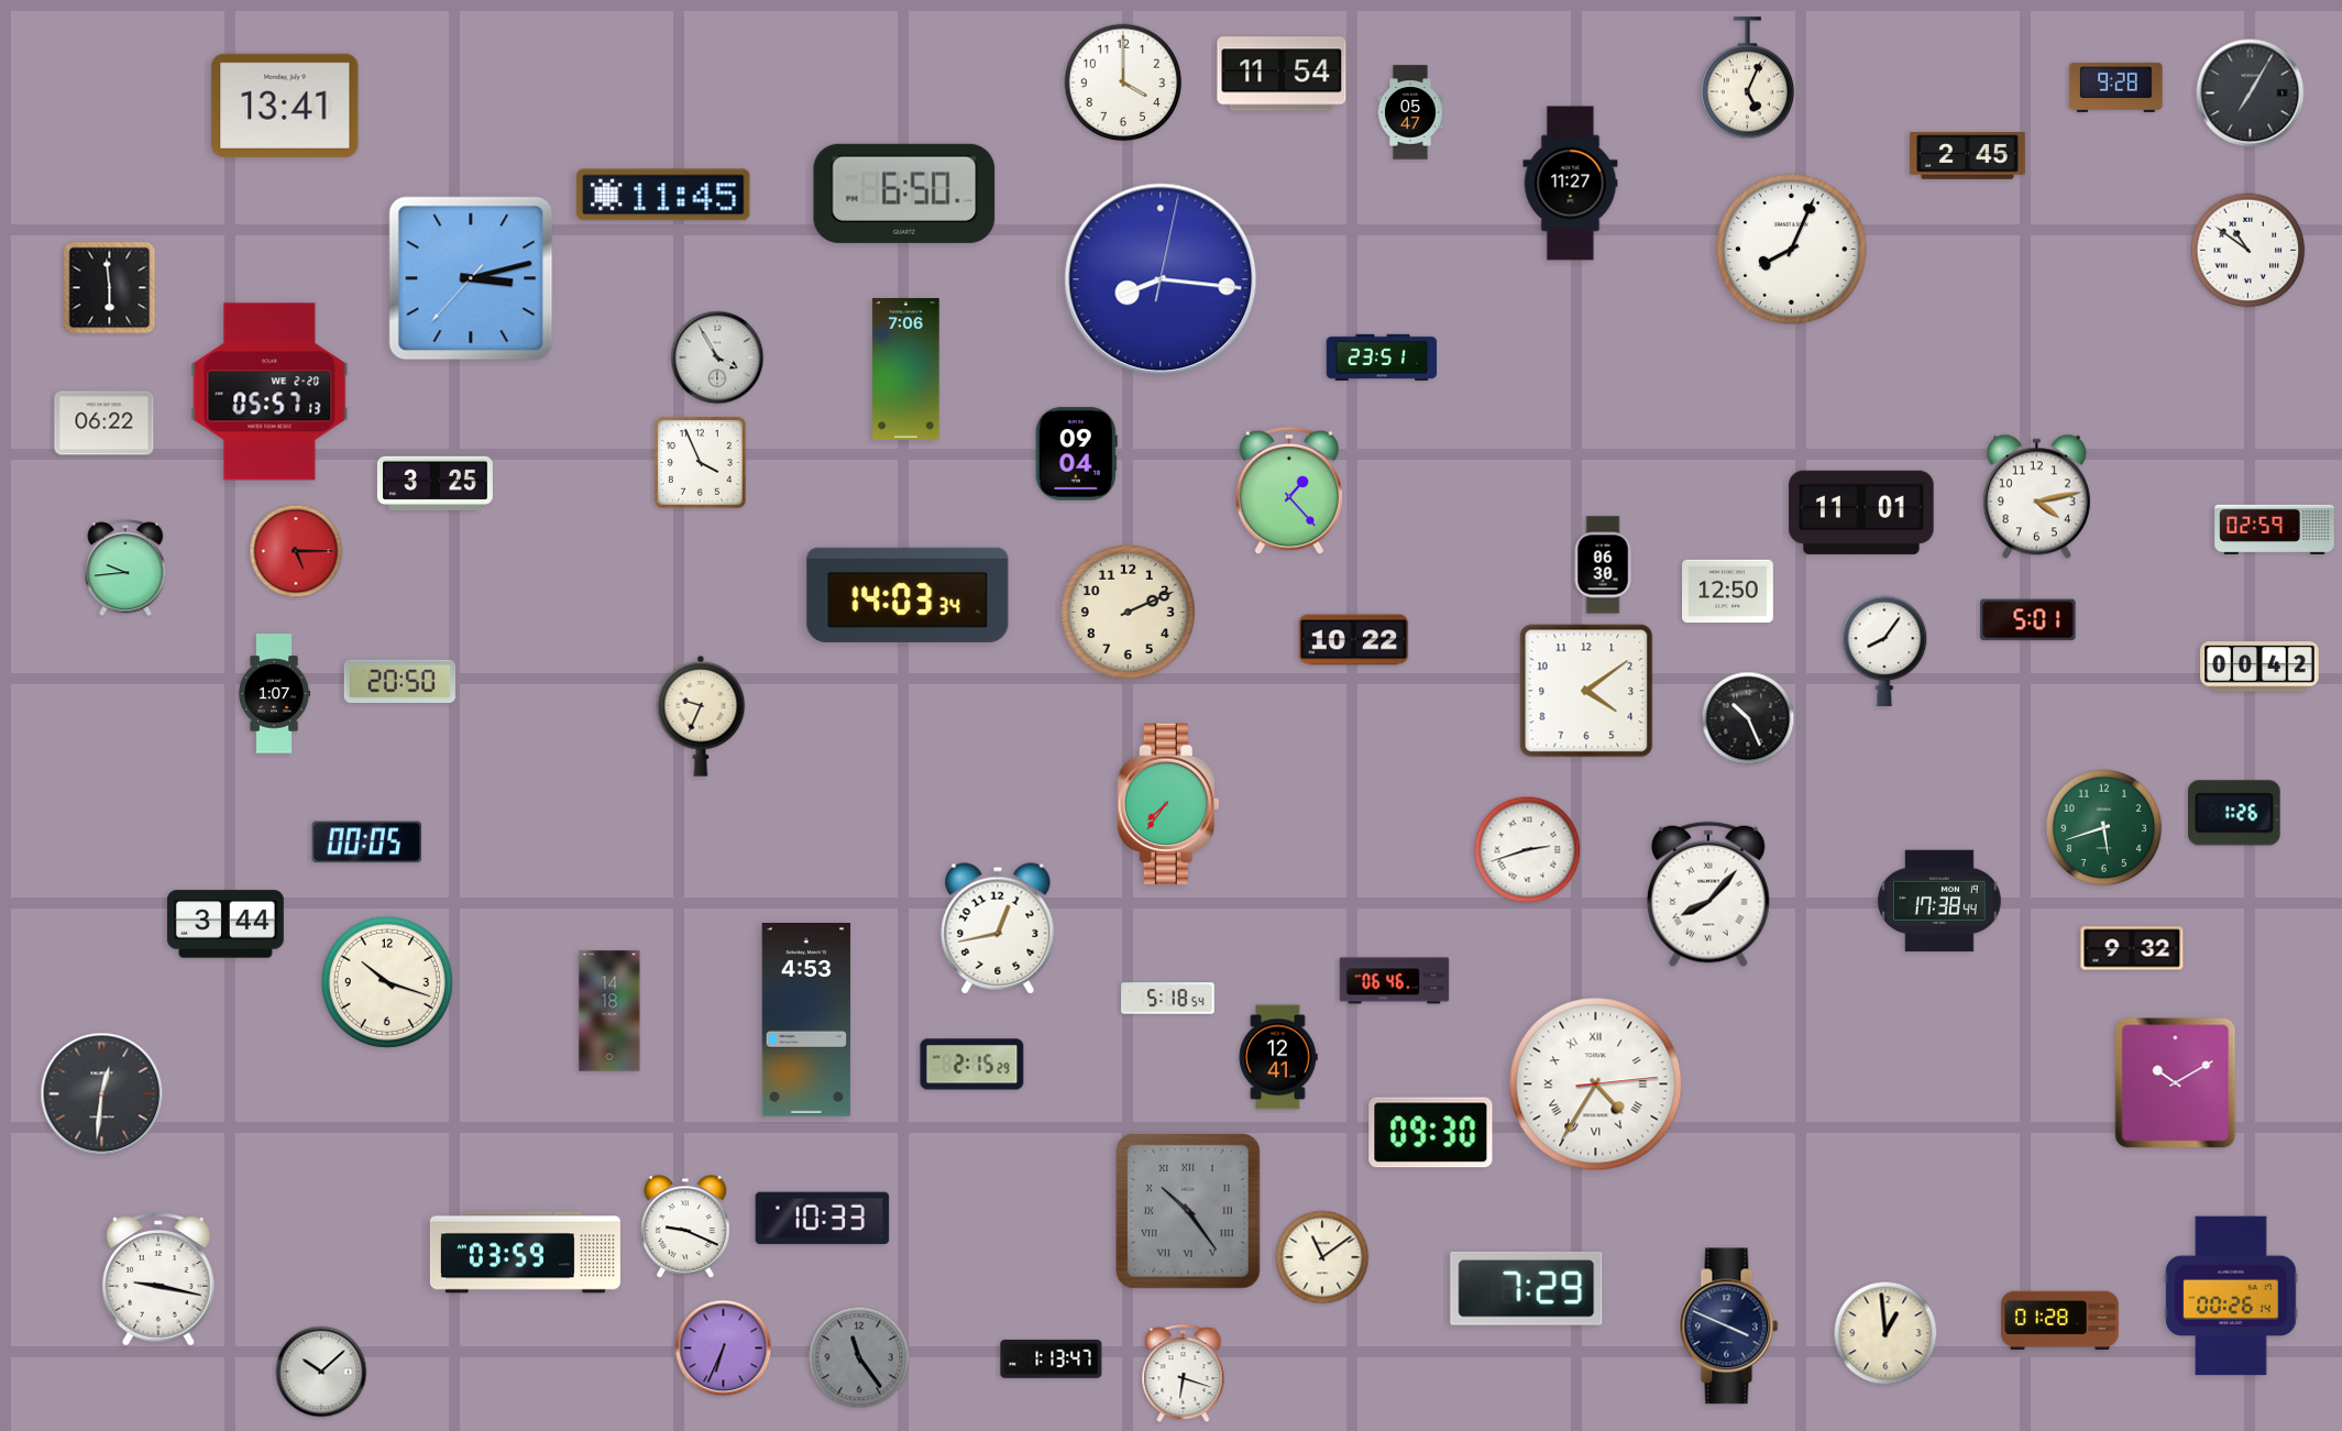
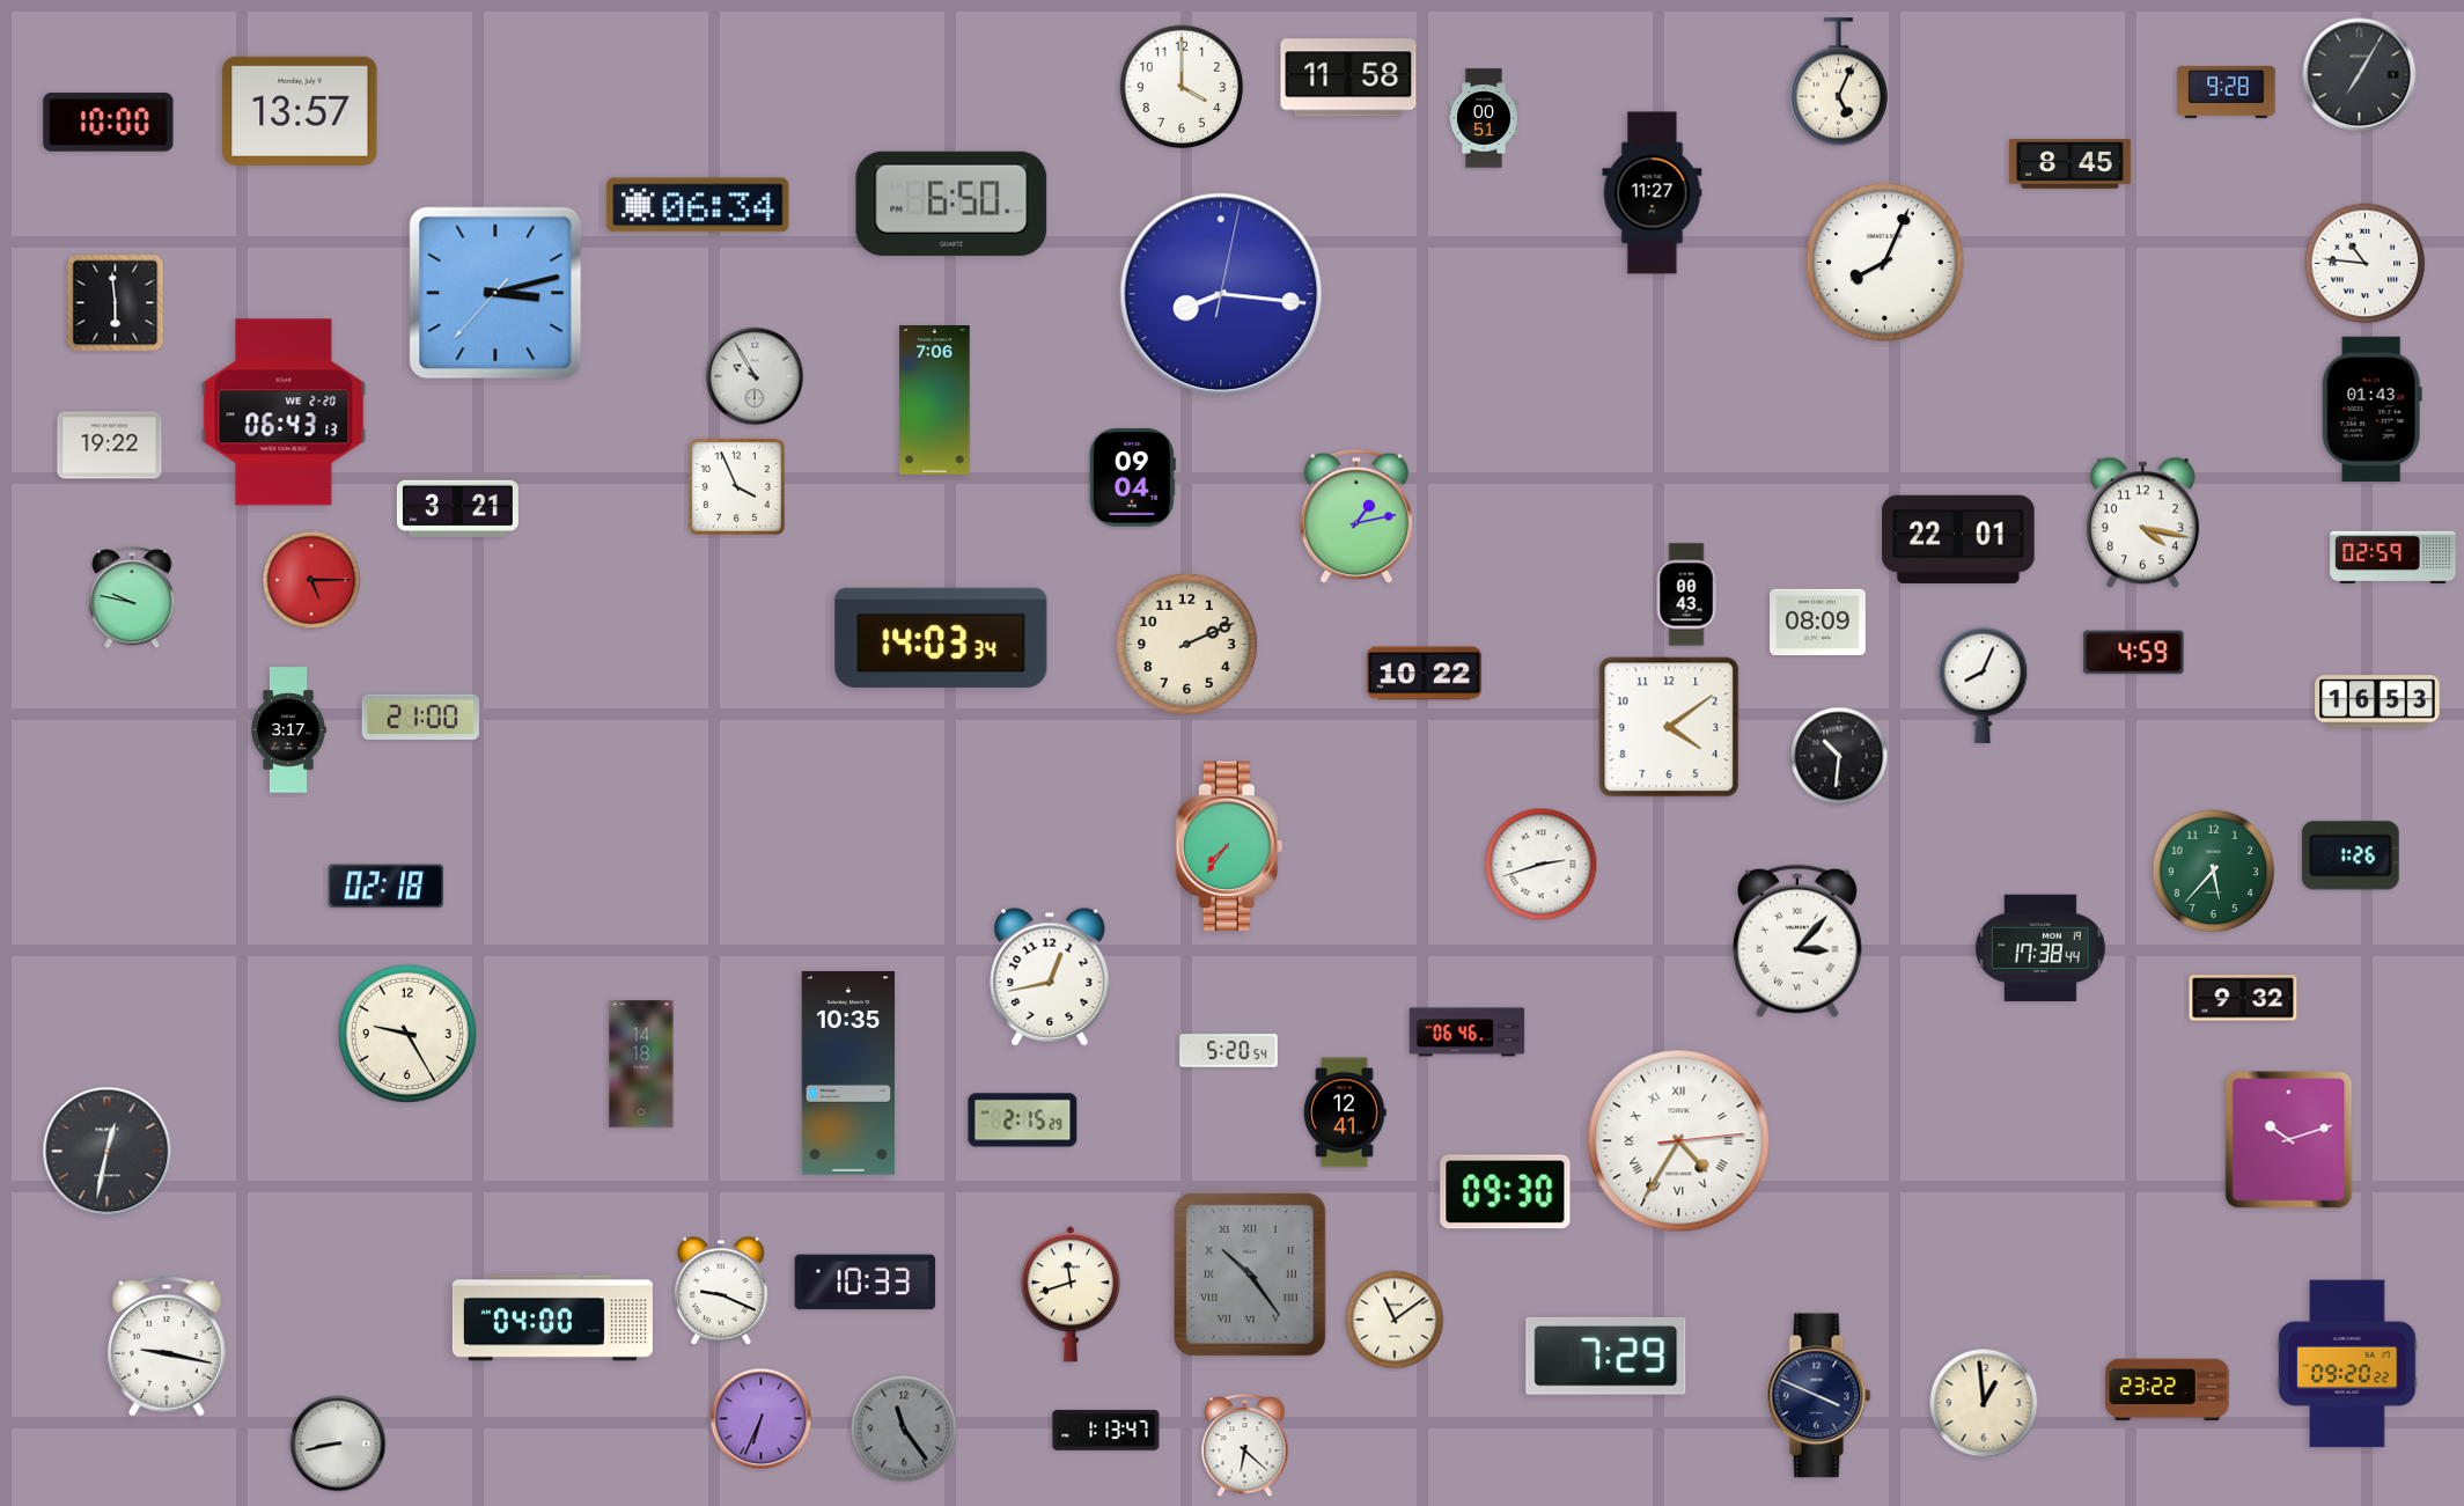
clock at (1282, 74): 11:54 -> 11:58
clock at (2251, 93) position: (2251, 93) -> (2360, 75)
clock at (285, 106): 13:41 -> 13:57
clock at (1411, 112): 05:47 -> 00:51
clock at (109, 123): none -> 10:00
clock at (1967, 156): 2:45 -> 8:45
clock at (663, 195): 11:45 -> 06:34
clock at (2248, 251): 10:51 -> 10:46
clock at (717, 357): 3:55 -> 9:55
clock at (1382, 357): 23:51 -> none
clock at (906, 370) position: (906, 370) -> (935, 401)
clock at (2371, 409): none -> 01:43
clock at (270, 392): 05:57 -> 06:43
clock at (105, 423): 06:22 -> 19:22
clock at (435, 483): 3:25 -> 3:21
clock at (1289, 491): 1:23 -> 1:13
clock at (2036, 497): 4:13 -> 4:17
clock at (1861, 513): 11:01 -> 22:01
clock at (1603, 565): 06:30 -> 00:43
clock at (125, 569): 9:44 -> 9:47
clock at (1728, 592): 12:50 -> 08:09
clock at (908, 595) position: (908, 595) -> (941, 638)
clock at (2028, 620): 5:01 -> 4:59
clock at (1884, 651): 8:06 -> 8:04
clock at (2259, 667): 00:42 -> 16:53
clock at (399, 681): 20:50 -> 21:00
clock at (274, 694): 1:07 -> 3:17
clock at (701, 716): 9:34 -> none
clock at (1748, 718): 10:26 -> 10:31
clock at (2104, 828): 5:42 -> 5:37
clock at (367, 843): 00:05 -> 02:18
clock at (1528, 850) position: (1528, 850) -> (1542, 865)
clock at (1708, 894): 8:07 -> 3:07
clock at (226, 924): 3:44 -> none
clock at (387, 982): 10:18 -> 9:25
clock at (1168, 999): 5:18 -> 5:20
clock at (806, 1021): 4:53 -> 10:35
clock at (2176, 1083): 10:10 -> 10:12
clock at (102, 1094): 12:31 -> 12:32
clock at (1071, 1294): none -> 11:42
clock at (525, 1253): 03:59 -> 04:00
clock at (1322, 1257) position: (1322, 1257) -> (1395, 1320)
clock at (2231, 1296): 00:26 -> 09:20
clock at (2060, 1321): 01:28 -> 23:22
clock at (321, 1372): 10:08 -> 8:43
clock at (1184, 1375): 6:18 -> 6:22
